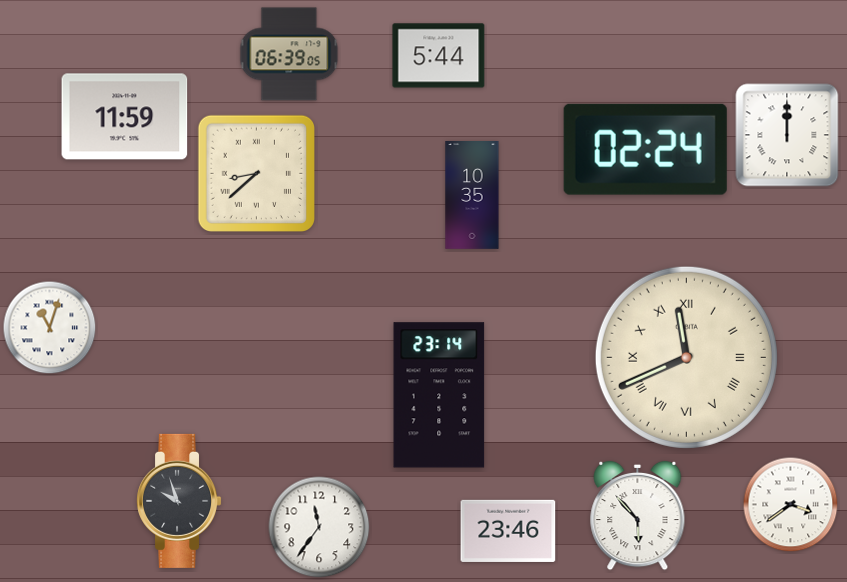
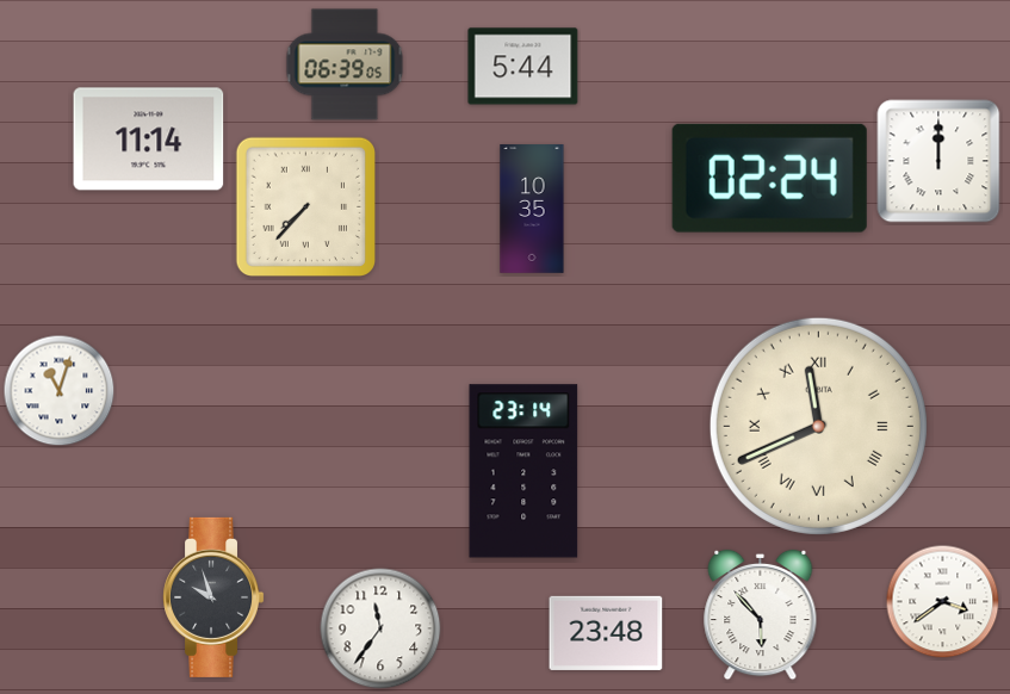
clock at (125, 117): 11:59 -> 11:14
clock at (256, 173): 8:38 -> 7:37
clock at (472, 195) position: (472, 195) -> (532, 209)
clock at (508, 531): 23:46 -> 23:48
